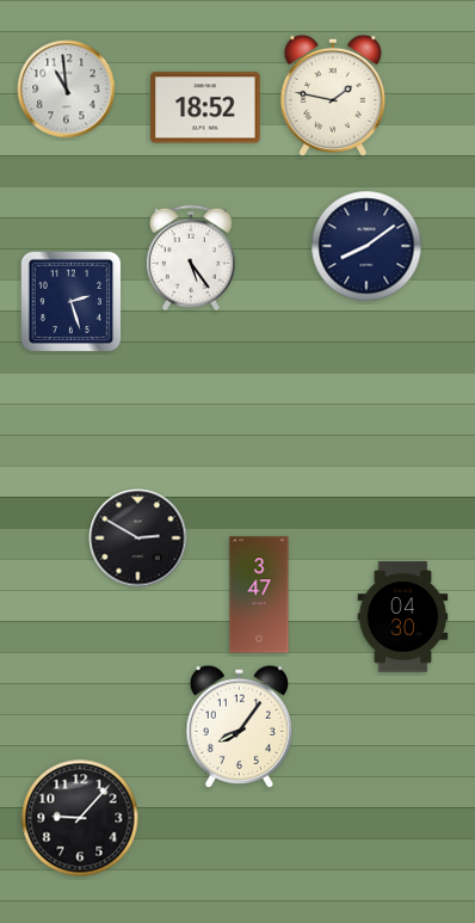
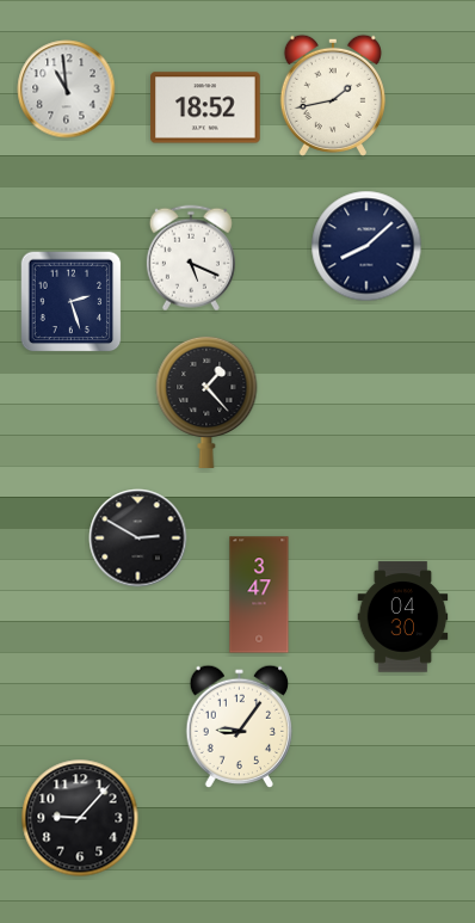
clock at (333, 96): 1:47 -> 1:43
clock at (366, 246): 8:09 -> 8:08
clock at (191, 258): 5:24 -> 5:19
clock at (206, 401): none -> 1:23
clock at (240, 726): 8:06 -> 9:06
